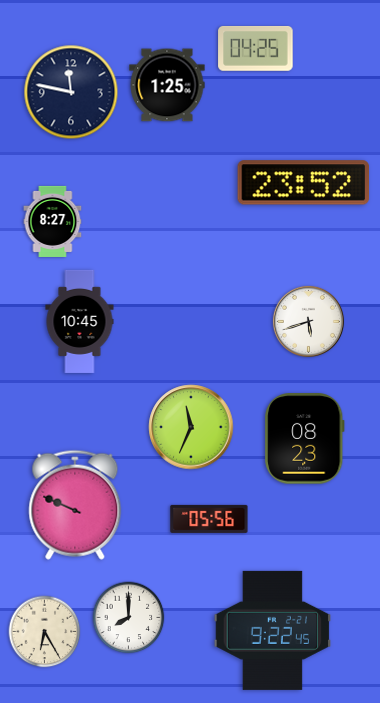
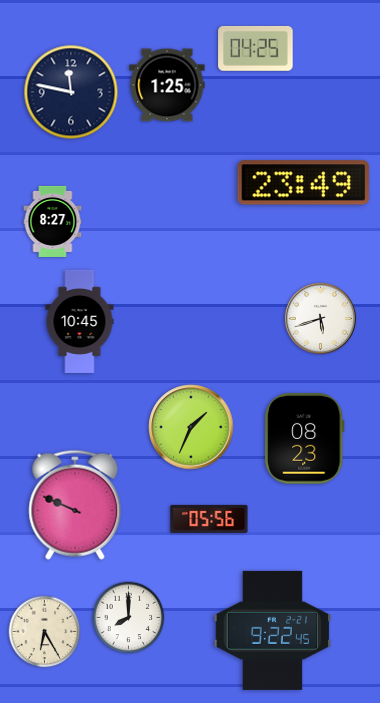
clock at (304, 183): 23:52 -> 23:49
clock at (308, 321) position: (308, 321) -> (320, 318)
clock at (191, 427): 11:34 -> 1:34
